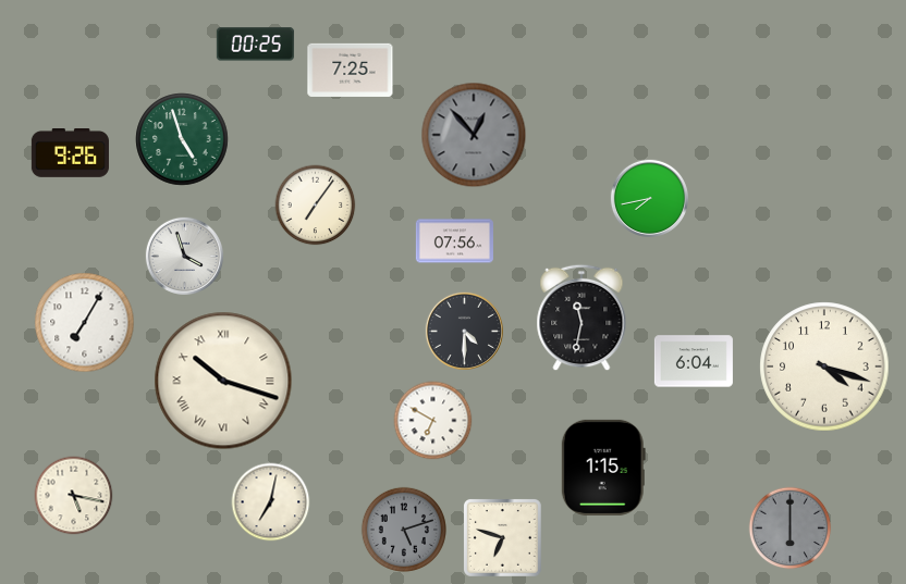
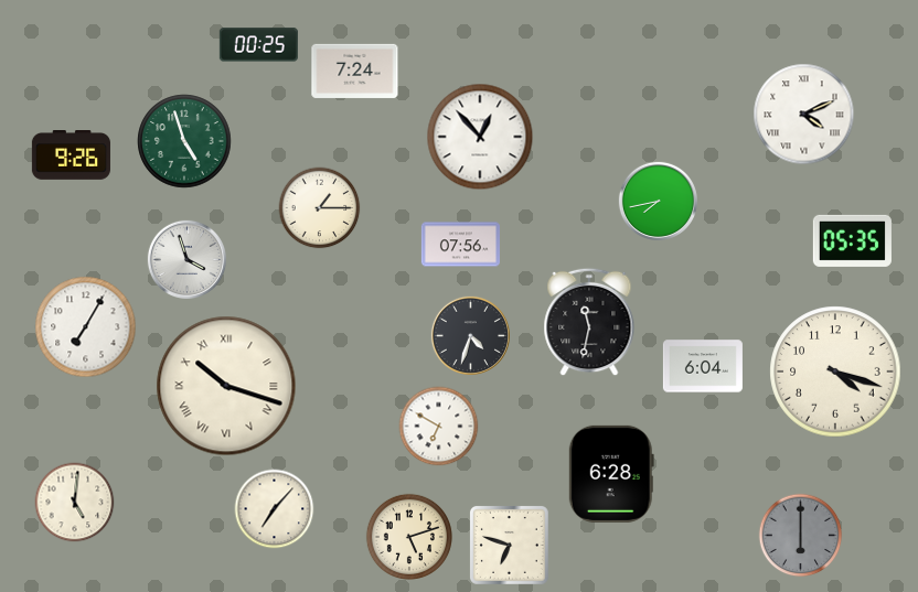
clock at (351, 70): 7:25 -> 7:24
clock at (804, 115): none -> 4:11
clock at (474, 135) dial: grey -> white
clock at (316, 206): 7:06 -> 1:15
clock at (852, 240): none -> 05:35
clock at (464, 331): 4:30 -> 4:33
clock at (603, 468): 1:15 -> 6:28
clock at (74, 496): 5:17 -> 5:01
clock at (271, 502): 7:02 -> 7:07
clock at (403, 529) dial: grey -> cream
